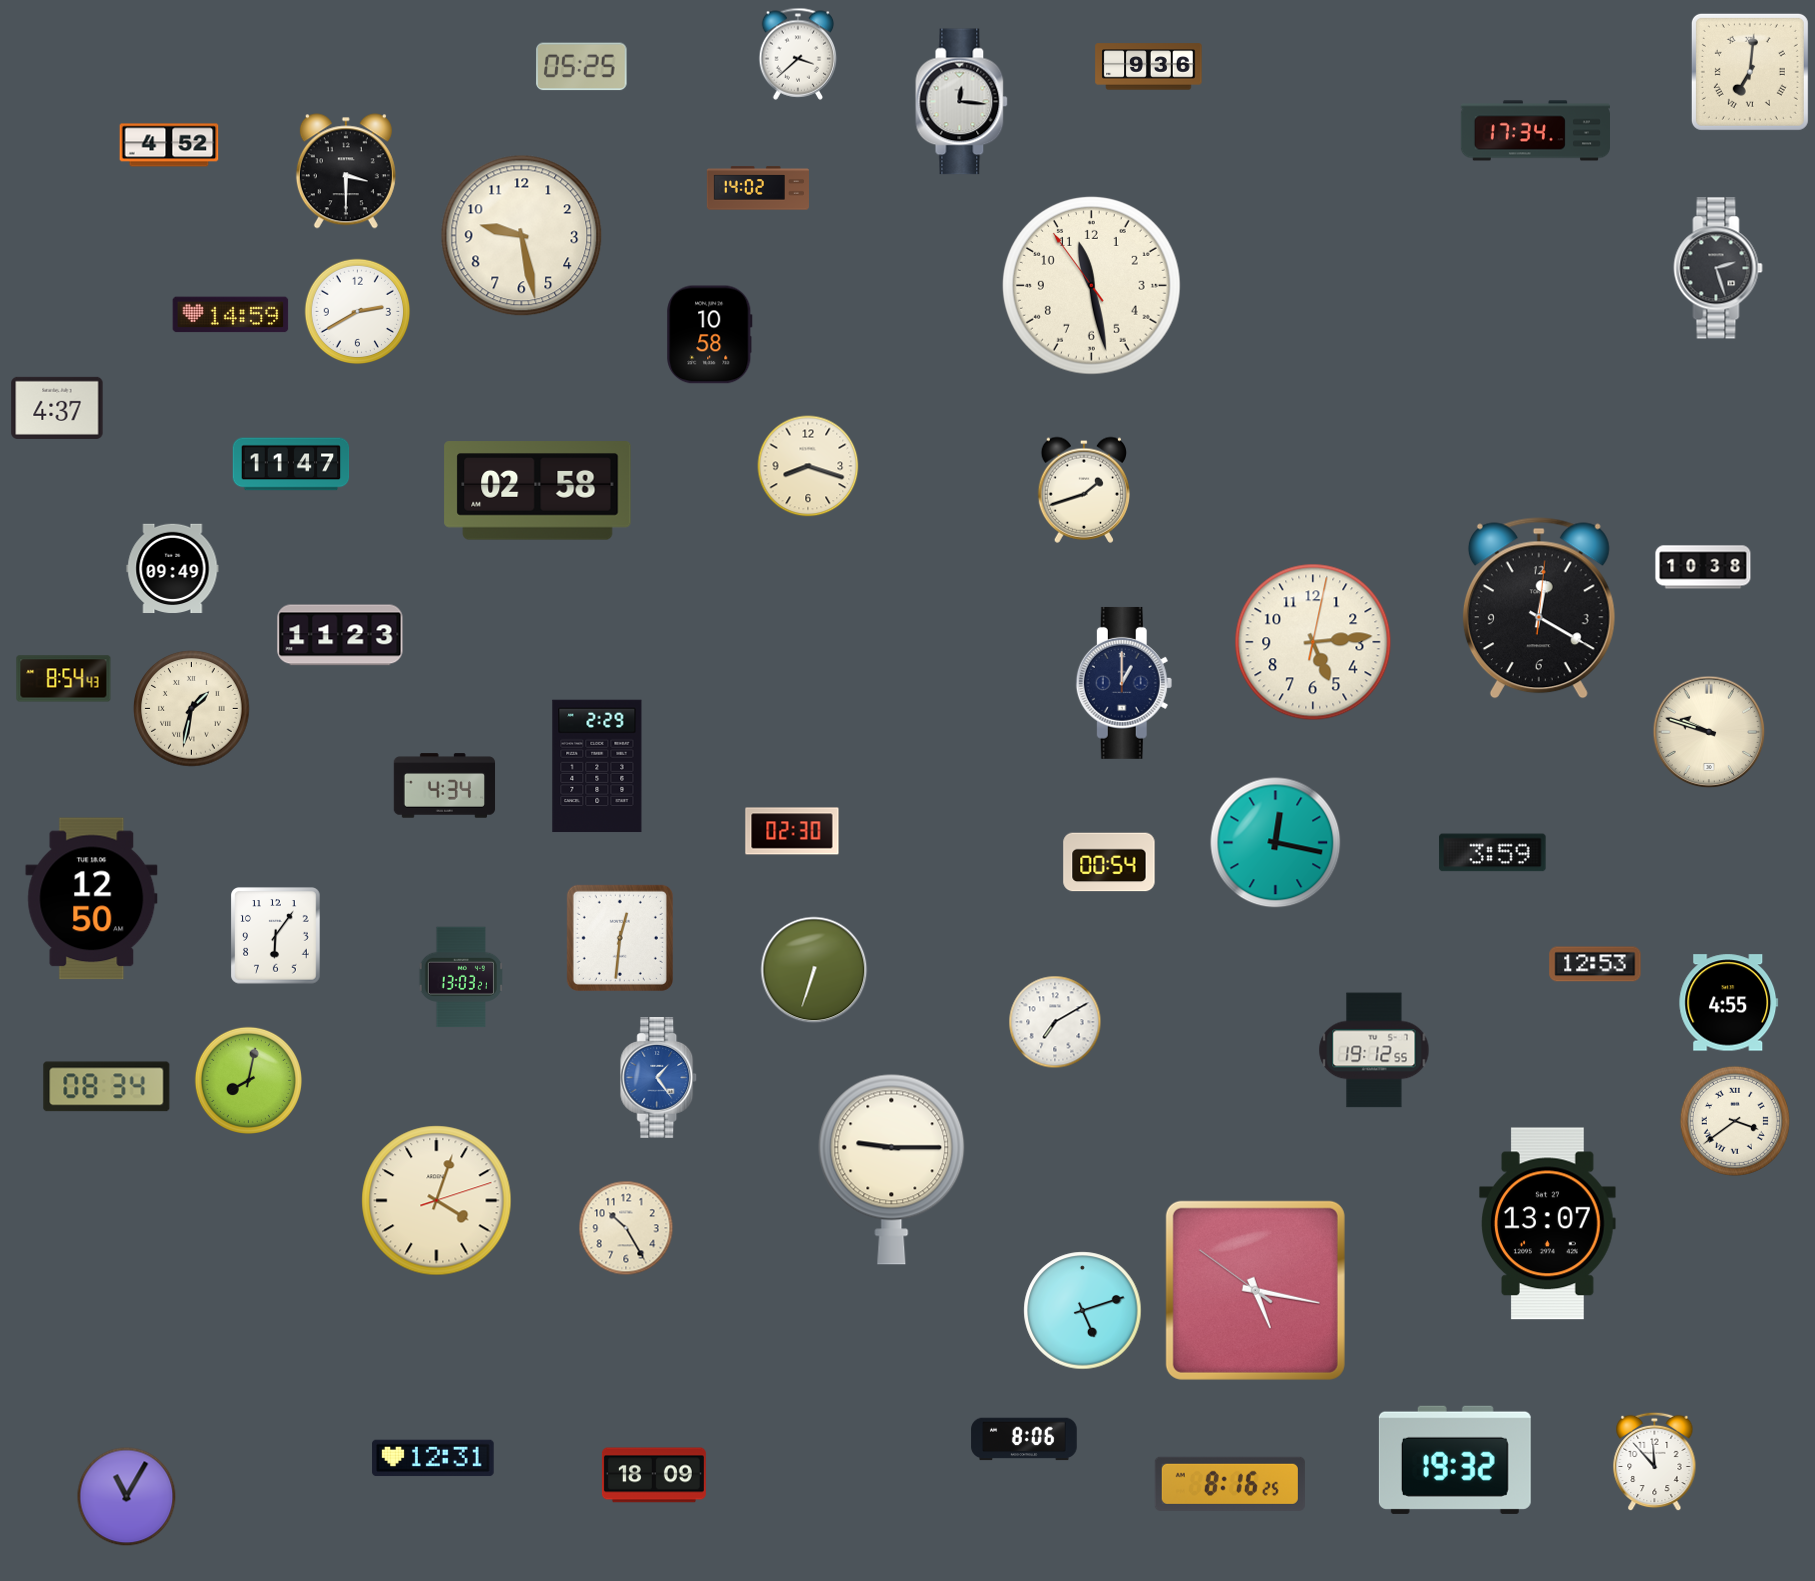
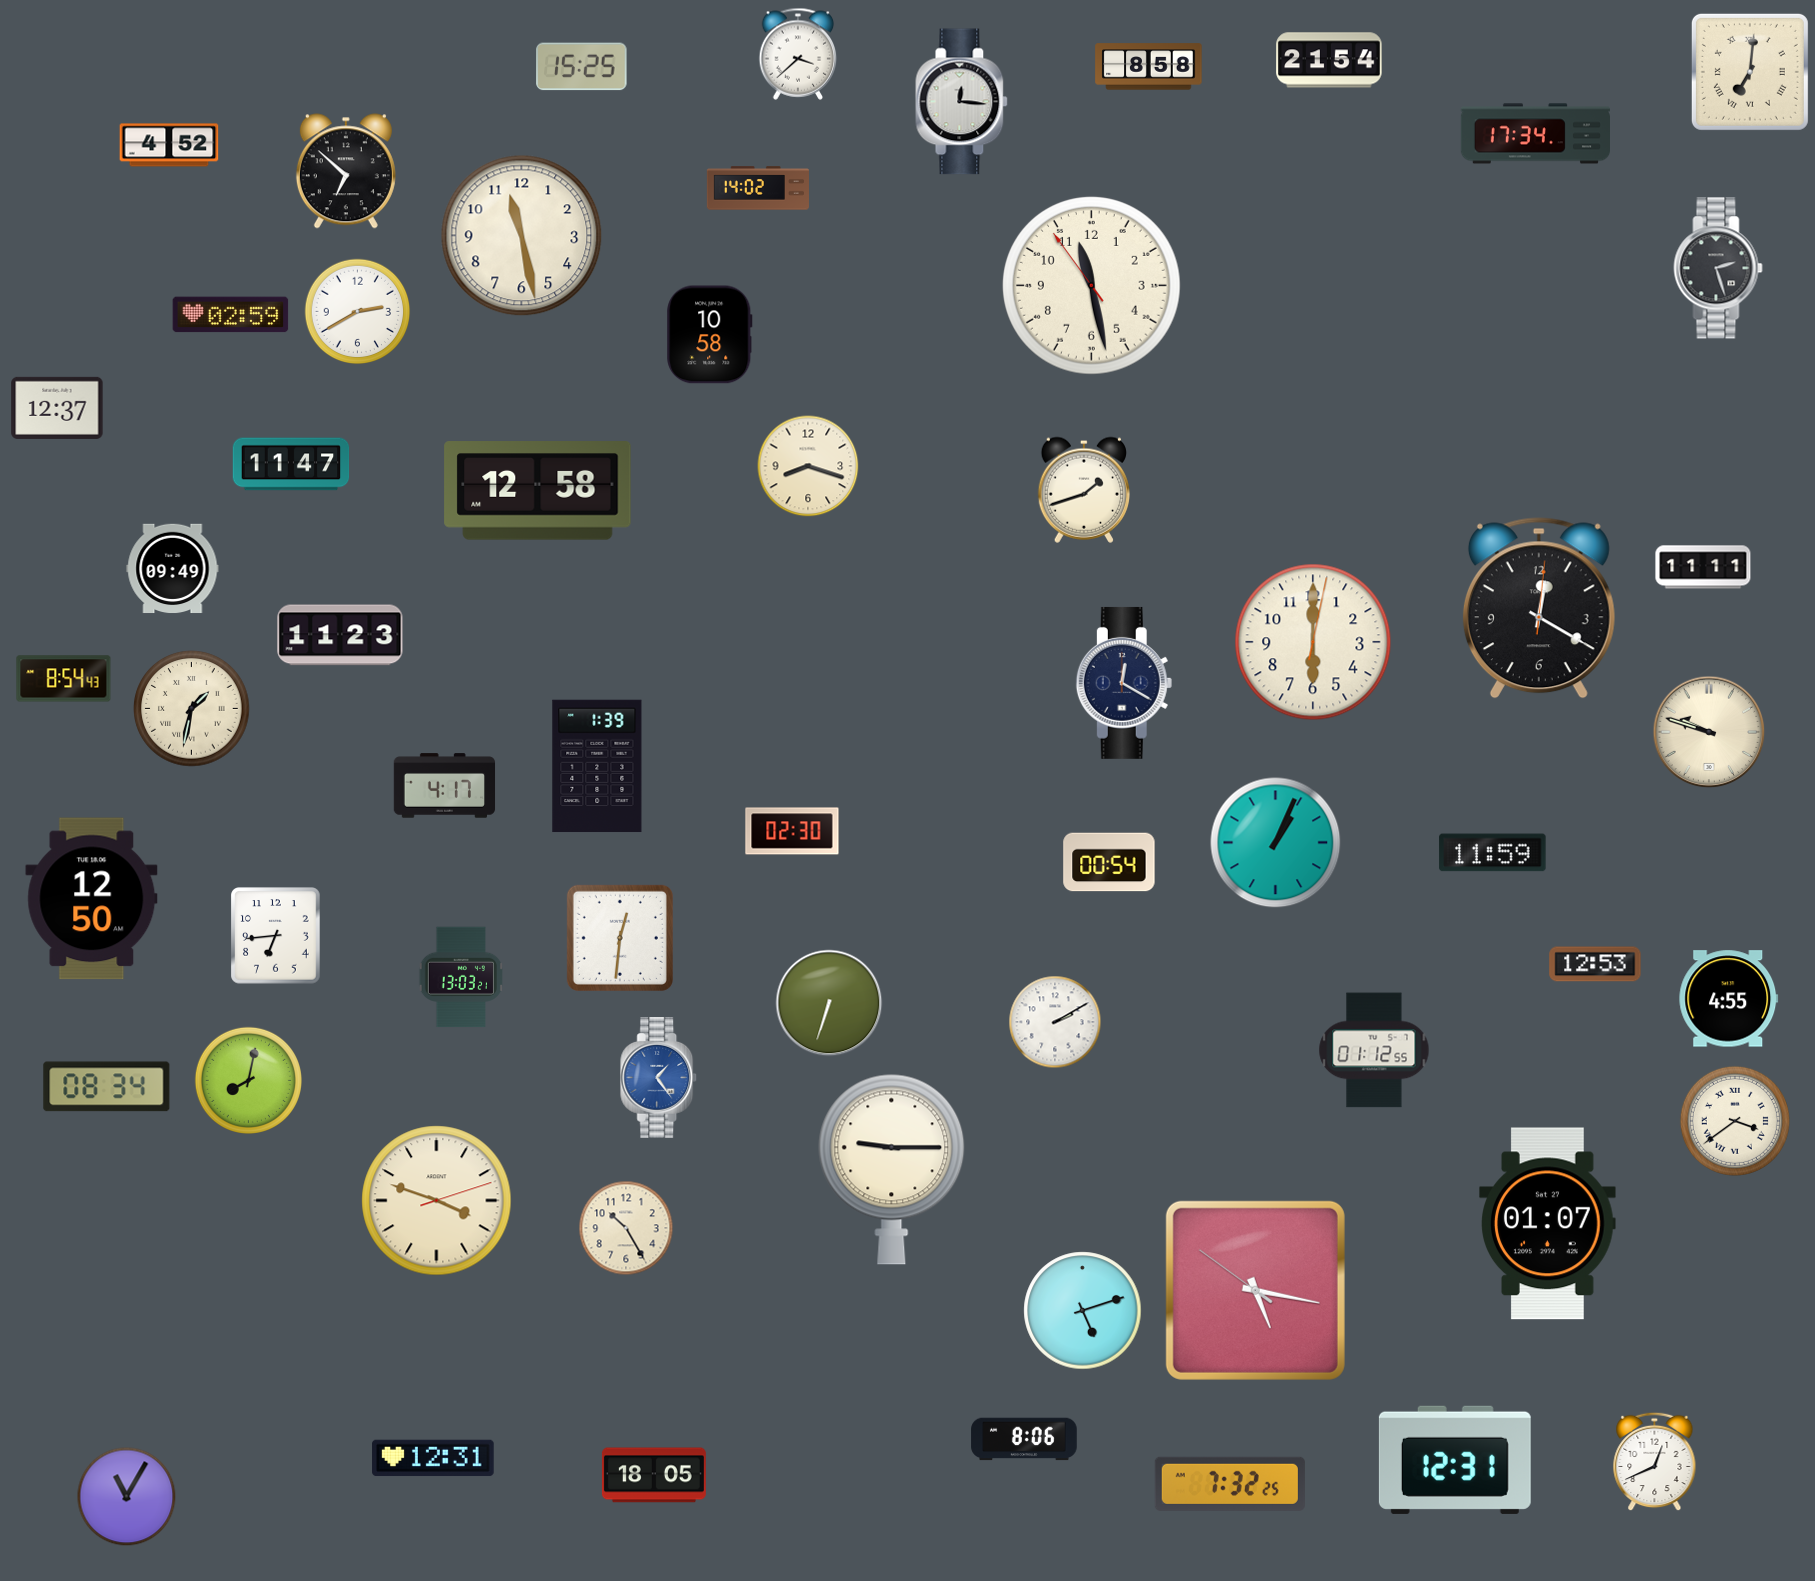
clock at (1329, 60): none -> 21:54
clock at (582, 67): 05:25 -> 15:25
clock at (1149, 67): 9:36 -> 8:58
clock at (1535, 131) position: (1535, 131) -> (1535, 134)
clock at (346, 171): 3:30 -> 6:52
clock at (522, 236): 9:28 -> 11:28
clock at (231, 315): 14:59 -> 02:59
clock at (57, 408): 4:37 -> 12:37
clock at (538, 491): 02:58 -> 12:58
clock at (1703, 567): 10:38 -> 11:11
clock at (1313, 642): 5:14 -> 6:00
clock at (1124, 683): 1:00 -> 12:20
clock at (597, 766): 2:29 -> 1:39
clock at (445, 786): 4:34 -> 4:17
clock at (1276, 843): 12:17 -> 1:04
clock at (1493, 853): 3:59 -> 11:59
clock at (276, 936): 6:06 -> 6:44
clock at (814, 970) position: (814, 970) -> (829, 1003)
clock at (1729, 1003) position: (1729, 1003) -> (1729, 999)
clock at (1055, 1022): 7:10 -> 2:10
clock at (1374, 1050): 19:12 -> 01:12
clock at (437, 1201): 4:03 -> 3:48
clock at (1548, 1224): 13:07 -> 01:07
clock at (1455, 1460): 19:32 -> 12:31
clock at (1655, 1462): 11:53 -> 12:41
clock at (654, 1475): 18:09 -> 18:05
clock at (1230, 1484): 8:16 -> 7:32
